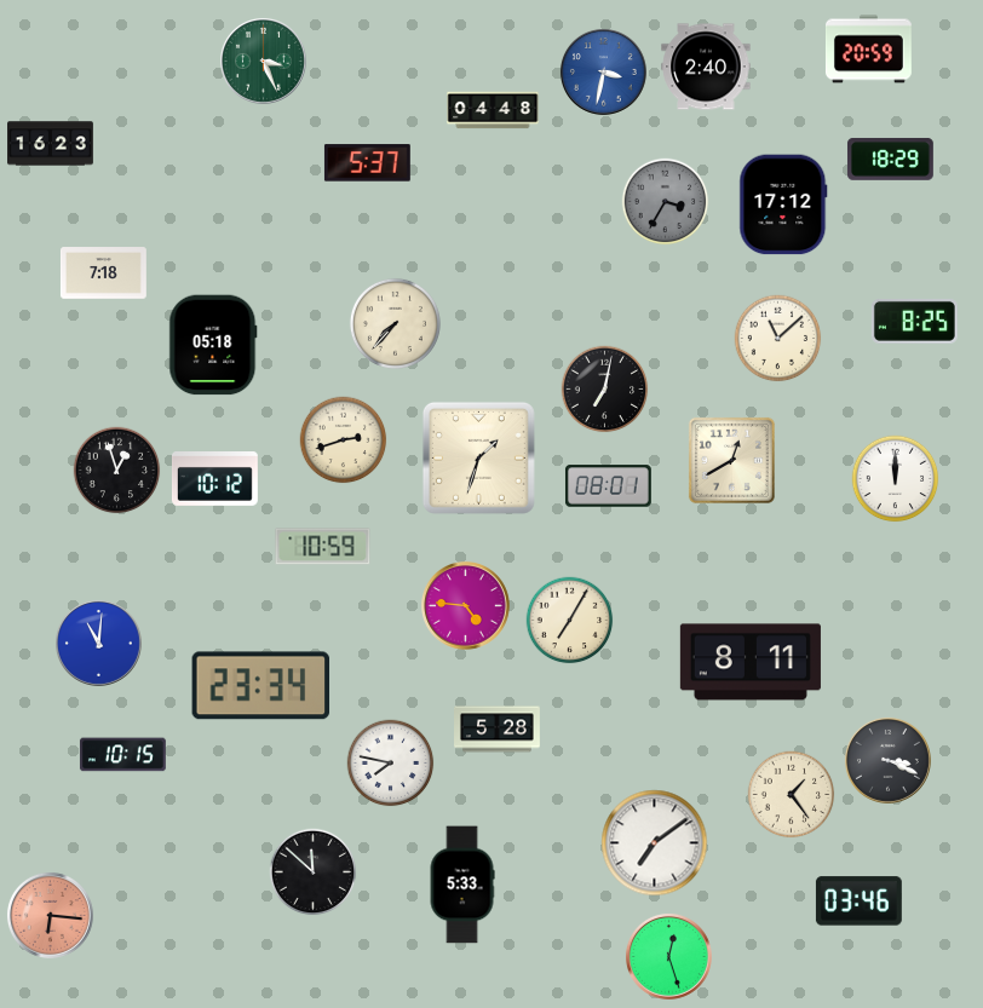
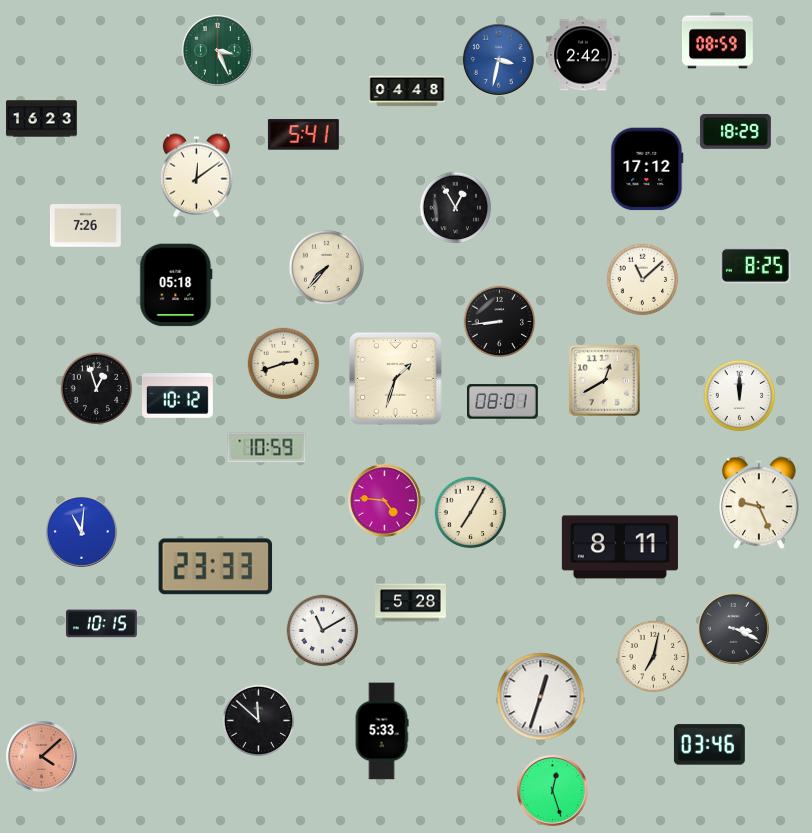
clock at (868, 50): 20:59 -> 08:59
clock at (706, 67): 2:40 -> 2:42
clock at (367, 163): 5:37 -> 5:41
clock at (666, 202): 3:35 -> none
clock at (196, 176): none -> 12:09
clock at (456, 208): none -> 12:55
clock at (103, 273): 7:18 -> 7:26
clock at (605, 390): 7:02 -> 8:44
clock at (323, 547) position: (323, 547) -> (267, 448)
clock at (759, 503): none -> 9:26
clock at (261, 686): 23:34 -> 23:33
clock at (391, 764): 7:47 -> 11:10
clock at (792, 795): 1:24 -> 7:02
clock at (655, 843): 7:09 -> 12:33
clock at (50, 915): 6:16 -> 4:08
